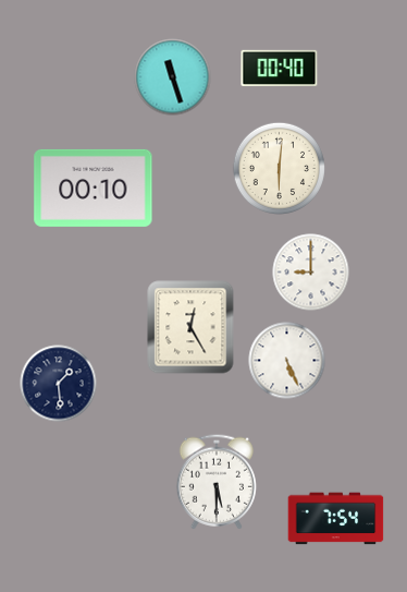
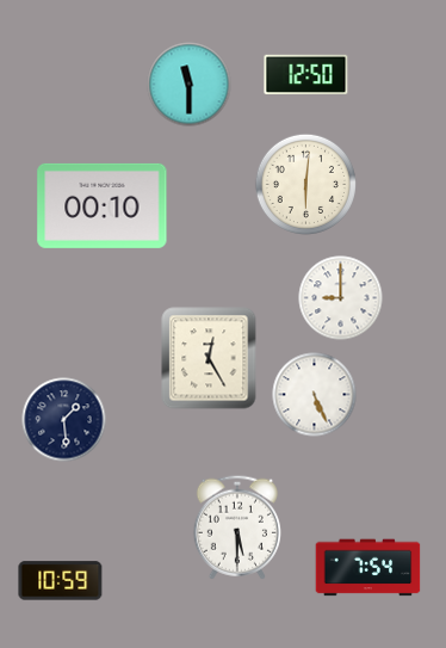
clock at (280, 68): 00:40 -> 12:50
clock at (173, 77): 11:27 -> 11:30
clock at (61, 581): none -> 10:59
